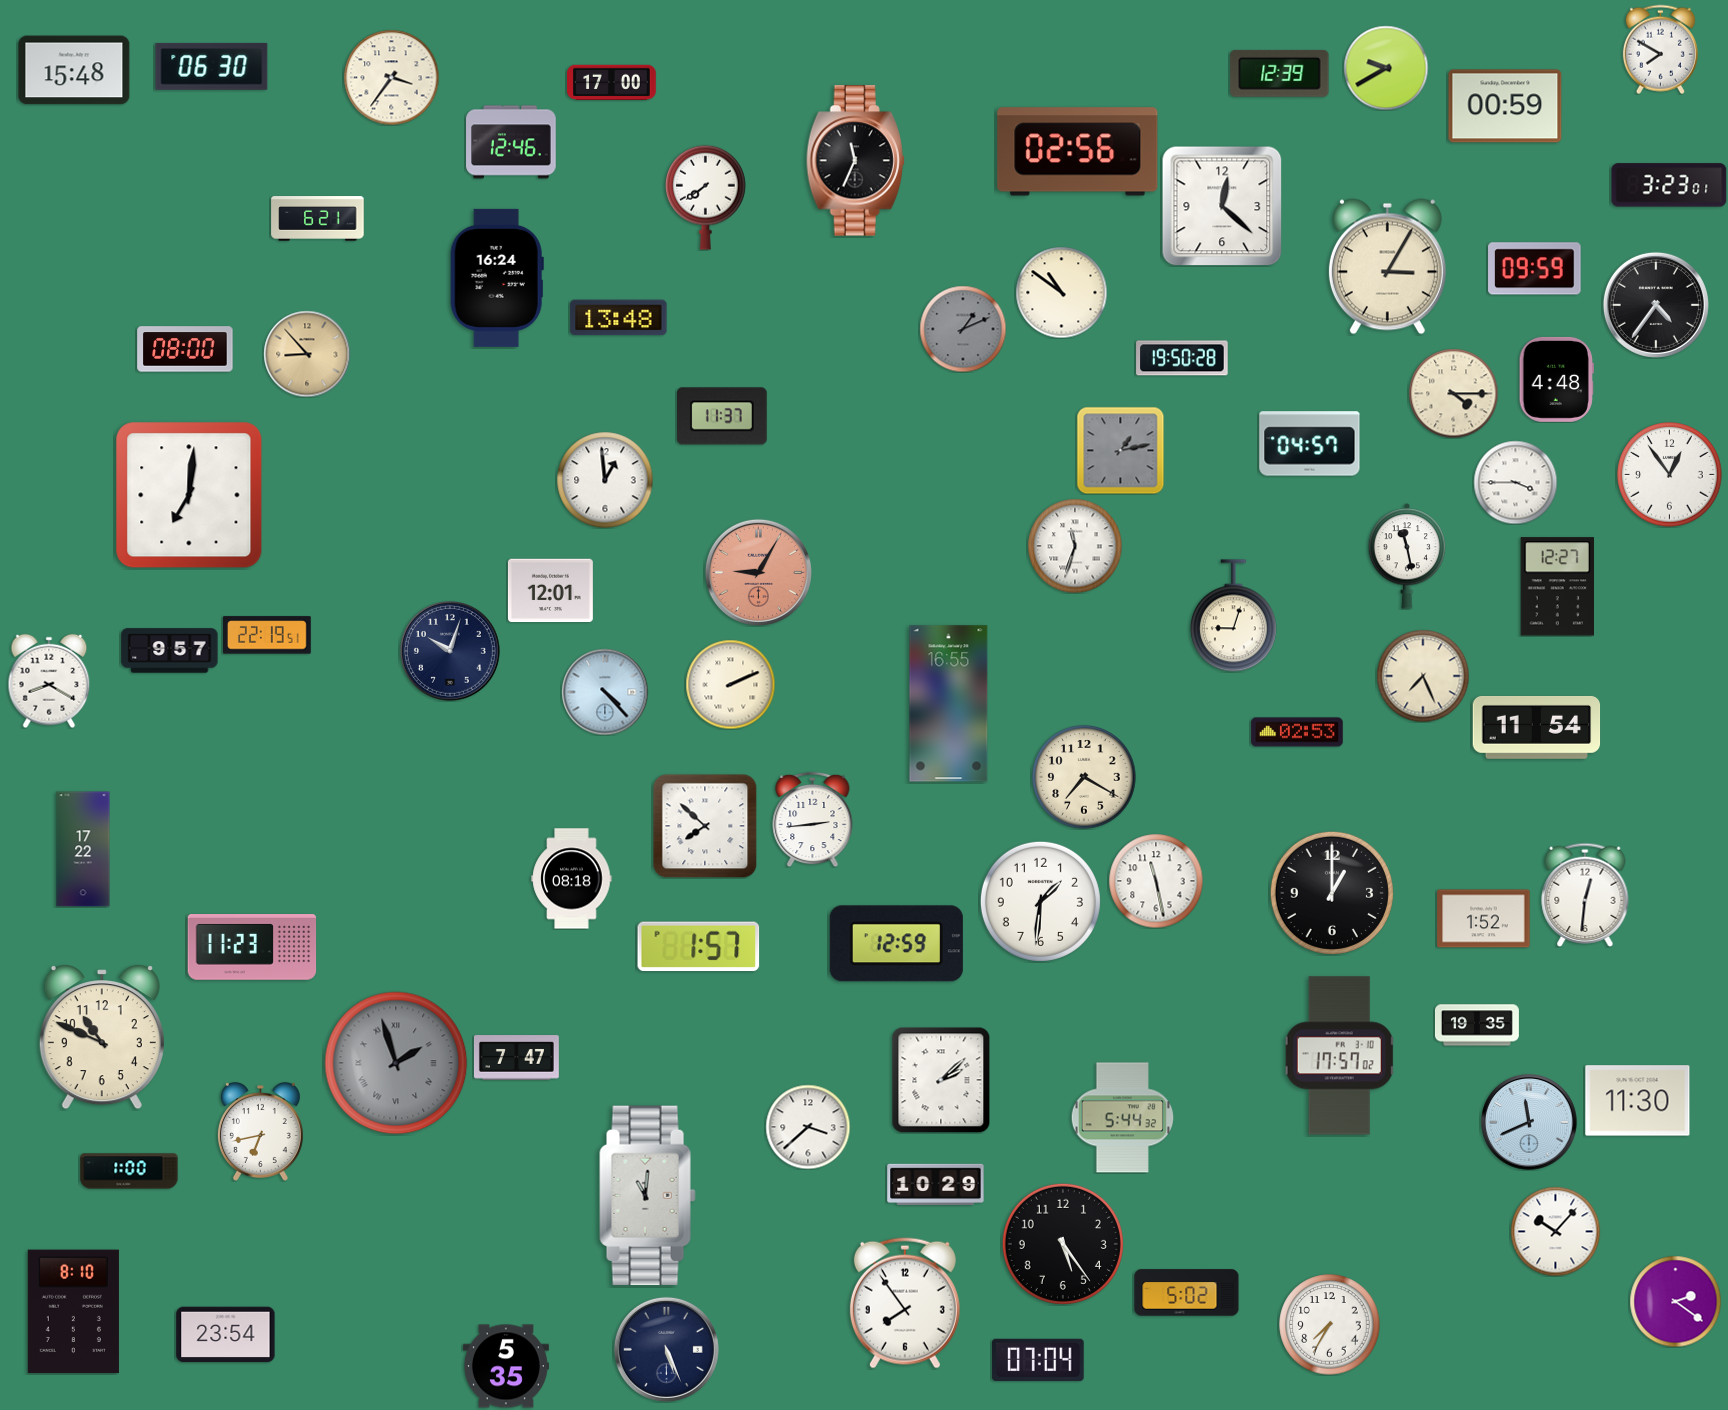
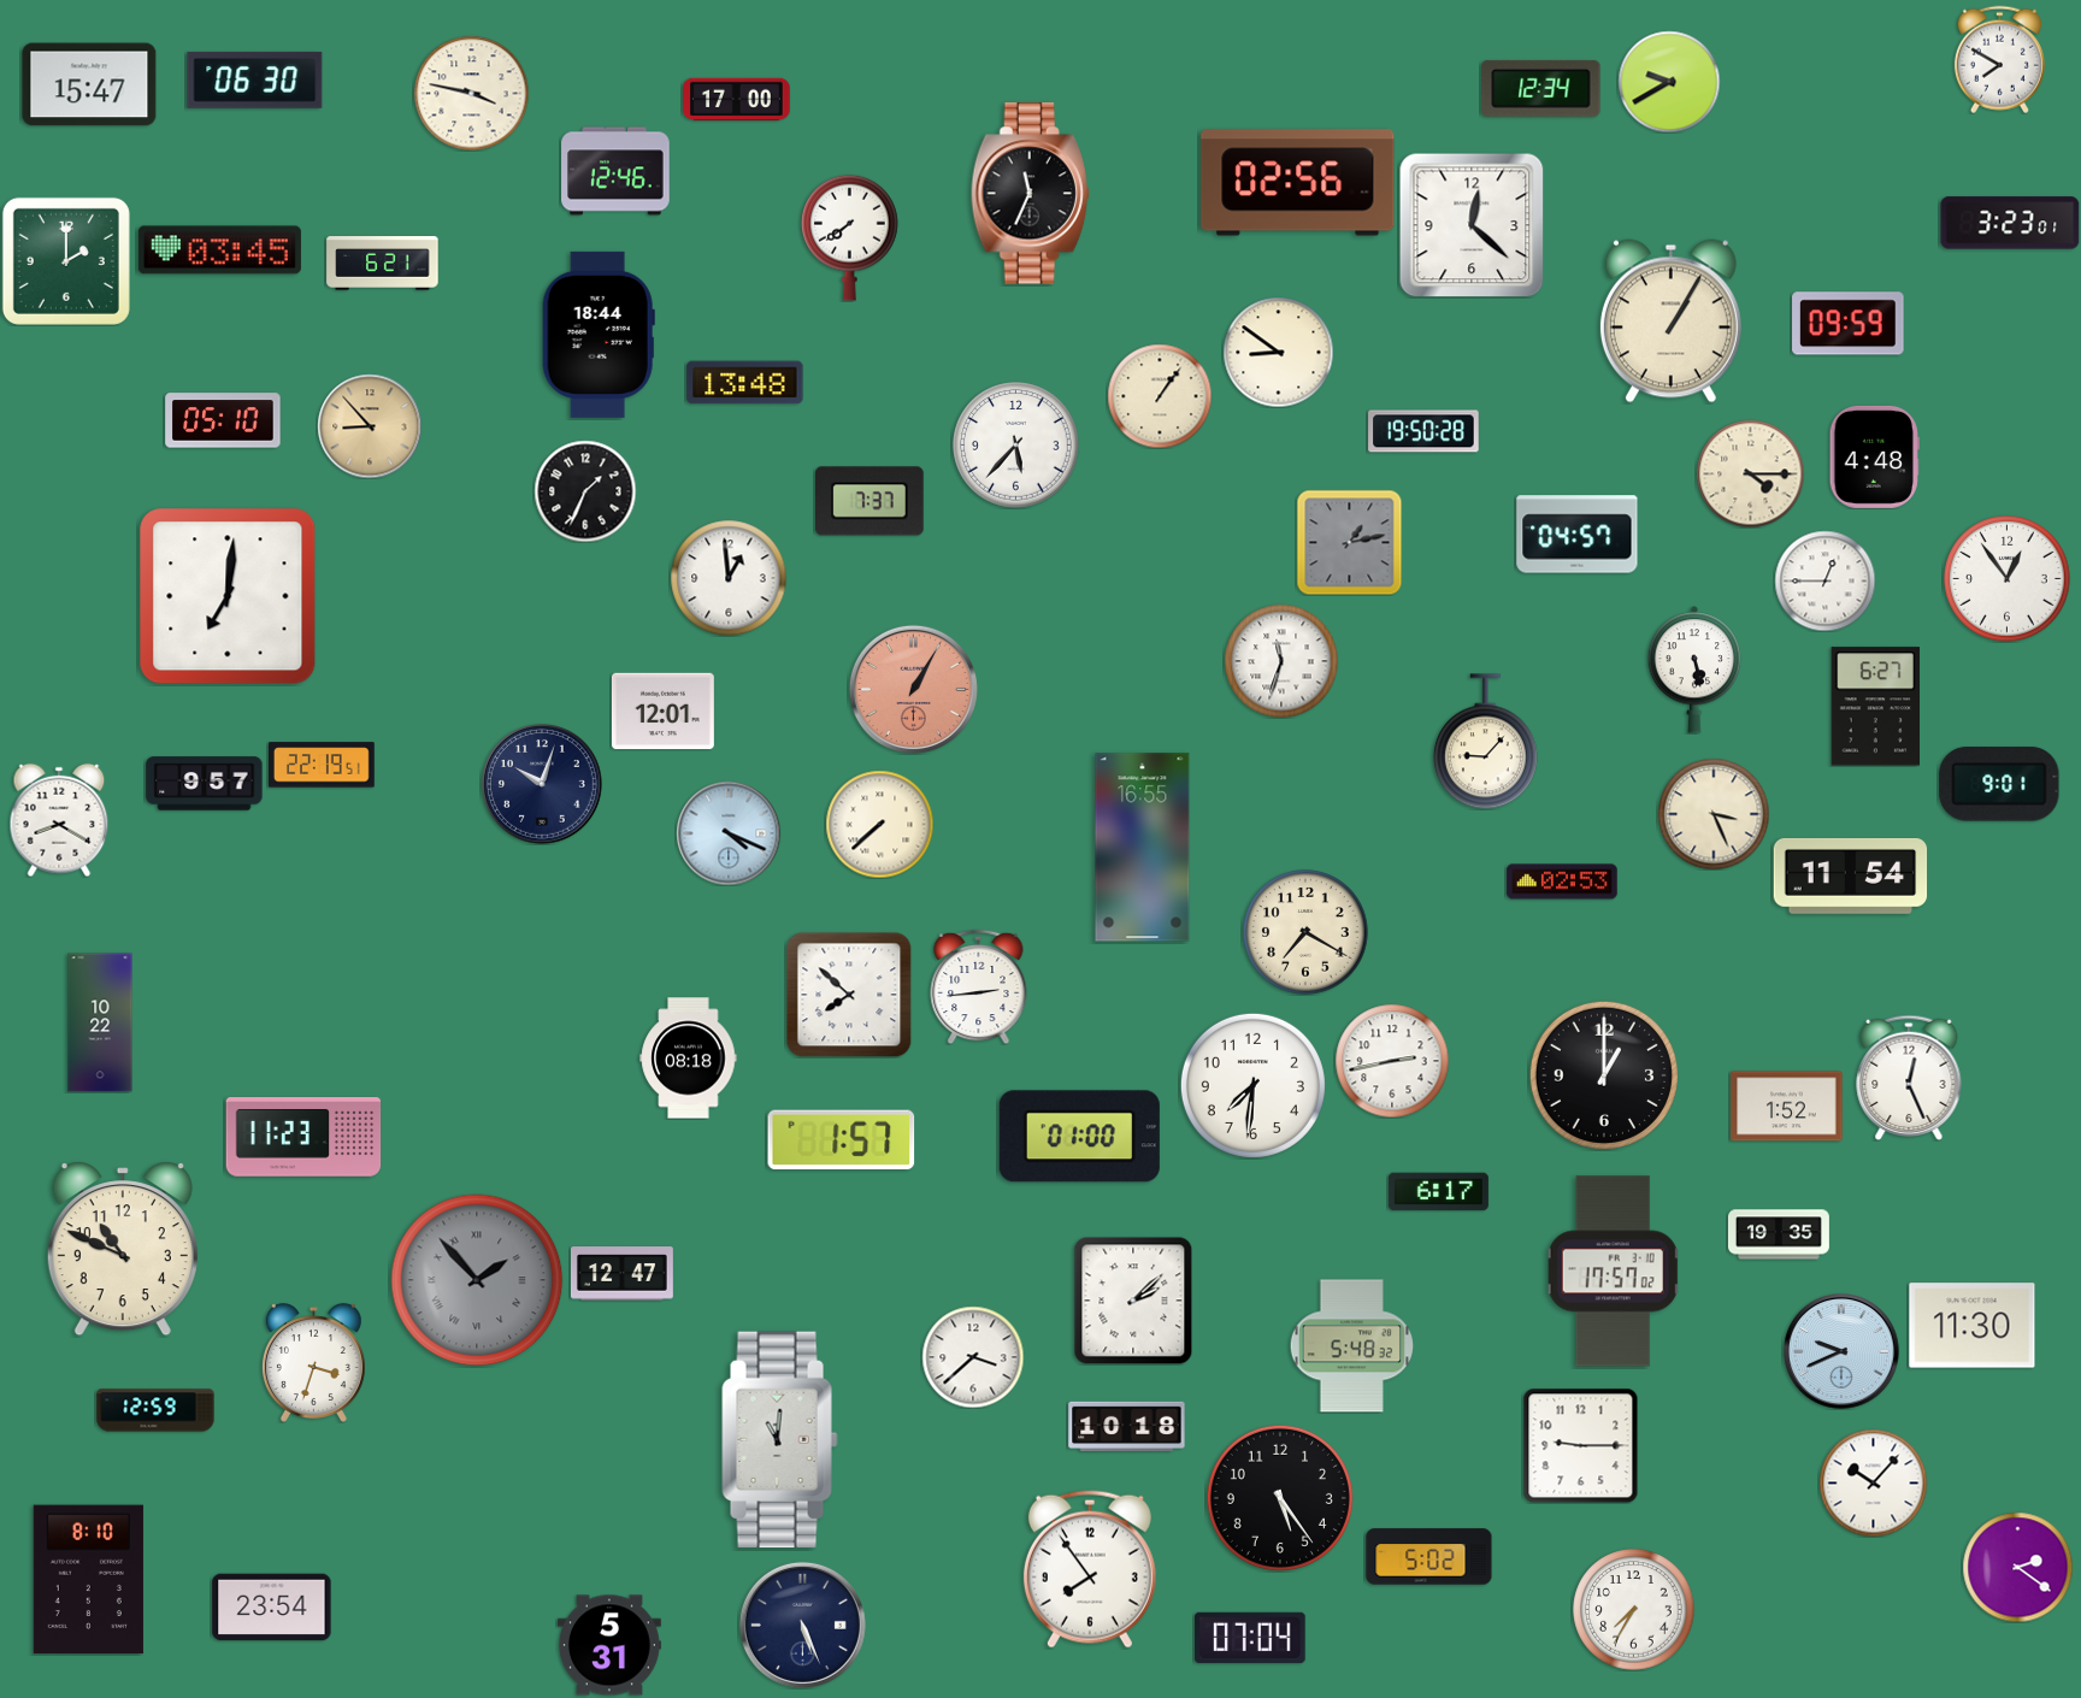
clock at (74, 70): 15:48 -> 15:47
clock at (1280, 73): 12:39 -> 12:34
clock at (391, 77): 3:36 -> 3:47
clock at (1505, 106): 00:59 -> none
clock at (1222, 206) position: (1222, 206) -> (1472, 225)
clock at (219, 250): none -> 03:45
clock at (66, 261): none -> 2:00
clock at (1387, 267): 3:05 -> 1:05
clock at (497, 278): 16:24 -> 18:44
clock at (1061, 292): 10:51 -> 8:51
clock at (1656, 305): 4:36 -> none
clock at (963, 329): 1:11 -> 1:06
clock at (963, 329) dial: grey -> cream
clock at (185, 349): 08:00 -> 05:10
clock at (1016, 446): none -> 5:37
clock at (585, 491): none -> 1:34
clock at (723, 416): 11:37 -> 7:37
clock at (1670, 475) position: (1670, 475) -> (2008, 579)
clock at (1515, 482): 3:45 -> 12:45
clock at (1075, 546) position: (1075, 546) -> (1281, 661)
clock at (1407, 556): 11:28 -> 5:28
clock at (758, 572): 9:05 -> 1:05
clock at (1557, 587): 12:27 -> 6:27
clock at (1233, 616): 9:03 -> 9:07
clock at (1999, 784): none -> 9:01
clock at (1423, 676): 7:26 -> 3:26
clock at (730, 684): 2:11 -> 7:38
clock at (605, 692): 4:23 -> 4:19
clock at (1084, 777) position: (1084, 777) -> (1305, 932)
clock at (83, 849): 17:22 -> 10:22
clock at (1156, 881): 11:28 -> 2:43
clock at (1585, 894): 12:31 -> 12:26
clock at (1040, 901): 1:31 -> 7:31
clock at (896, 944): 12:59 -> 01:00
clock at (252, 948) position: (252, 948) -> (303, 1138)
clock at (1438, 1192): none -> 6:17
clock at (516, 1058): 7:47 -> 12:47
clock at (396, 1063): 1:57 -> 1:53
clock at (1122, 1118): 5:44 -> 5:48
clock at (1529, 1122): 11:41 -> 9:41
clock at (260, 1132): 6:43 -> 3:33
clock at (129, 1171): 1:00 -> 12:59
clock at (936, 1185): 10:29 -> 10:18
clock at (1580, 1445): none -> 9:15
clock at (1330, 1325) position: (1330, 1325) -> (1634, 1610)
clock at (506, 1366): 5:35 -> 5:31
